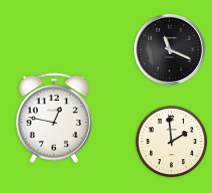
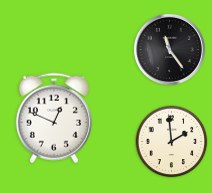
clock at (169, 49): 11:19 -> 11:24
clock at (54, 118): 12:47 -> 12:49
